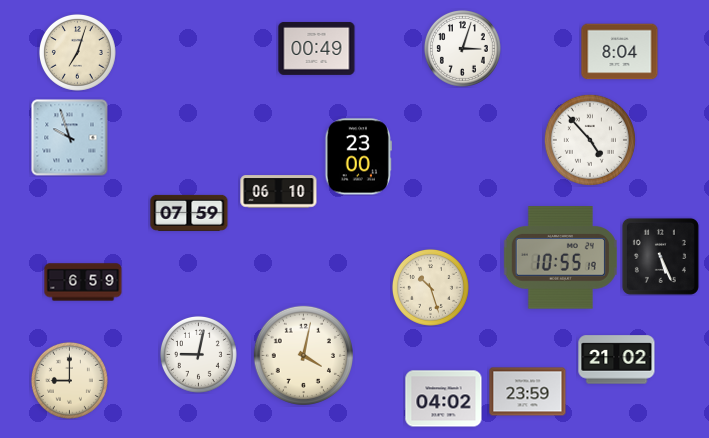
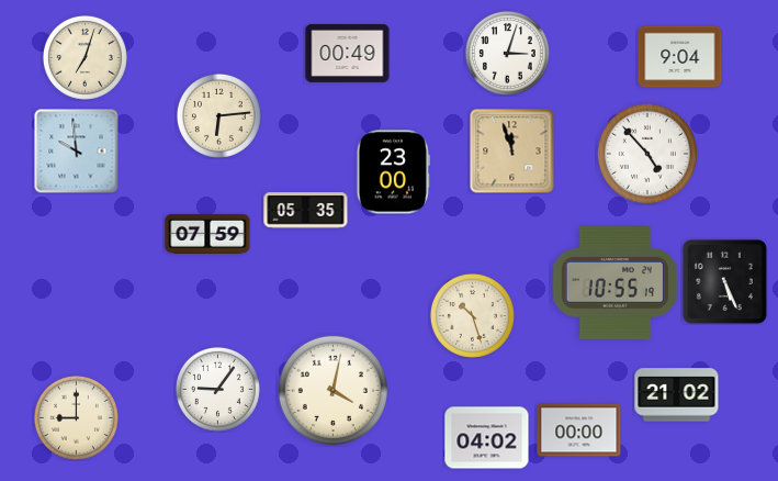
clock at (620, 52): 8:04 -> 9:04
clock at (218, 115): none -> 6:14
clock at (70, 138): 9:57 -> 9:59
clock at (512, 152): none -> 11:57
clock at (279, 192): 06:10 -> 05:35
clock at (83, 282): 6:59 -> none
clock at (198, 354): 9:02 -> 9:06
clock at (528, 392): 23:59 -> 00:00
